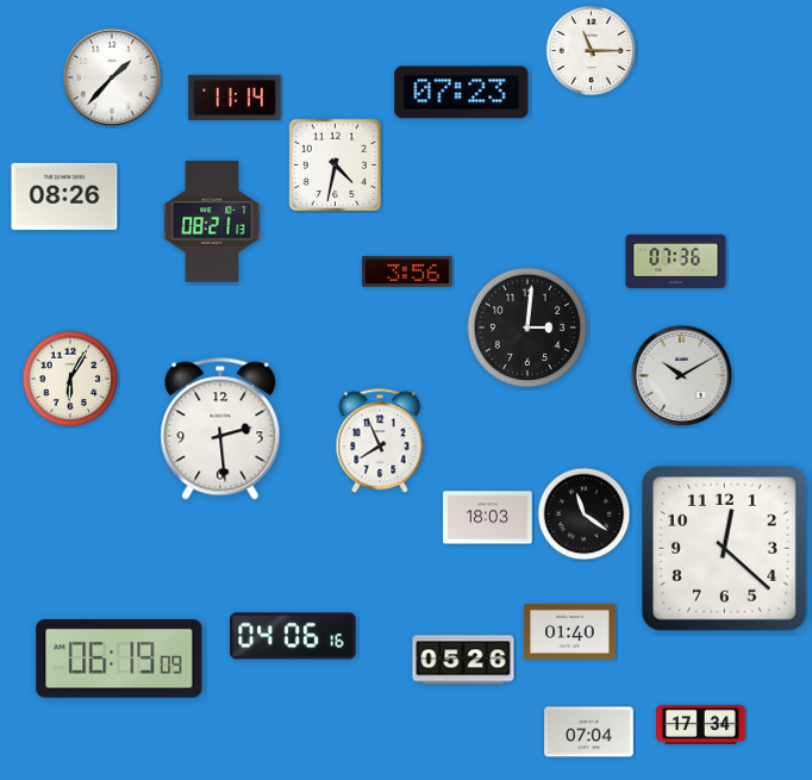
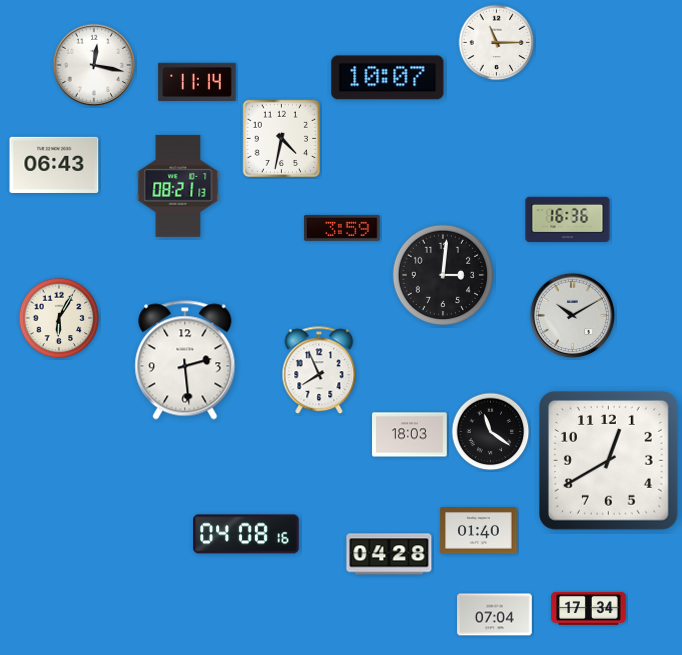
clock at (112, 77): 1:37 -> 12:17
clock at (462, 93): 07:23 -> 10:07
clock at (64, 196): 08:26 -> 06:43
clock at (676, 262): 07:36 -> 16:36
clock at (407, 272): 3:56 -> 3:59
clock at (725, 549): 12:22 -> 12:40
clock at (293, 636): 04:06 -> 04:08
clock at (119, 659): 06:19 -> none
clock at (463, 660): 05:26 -> 04:28
